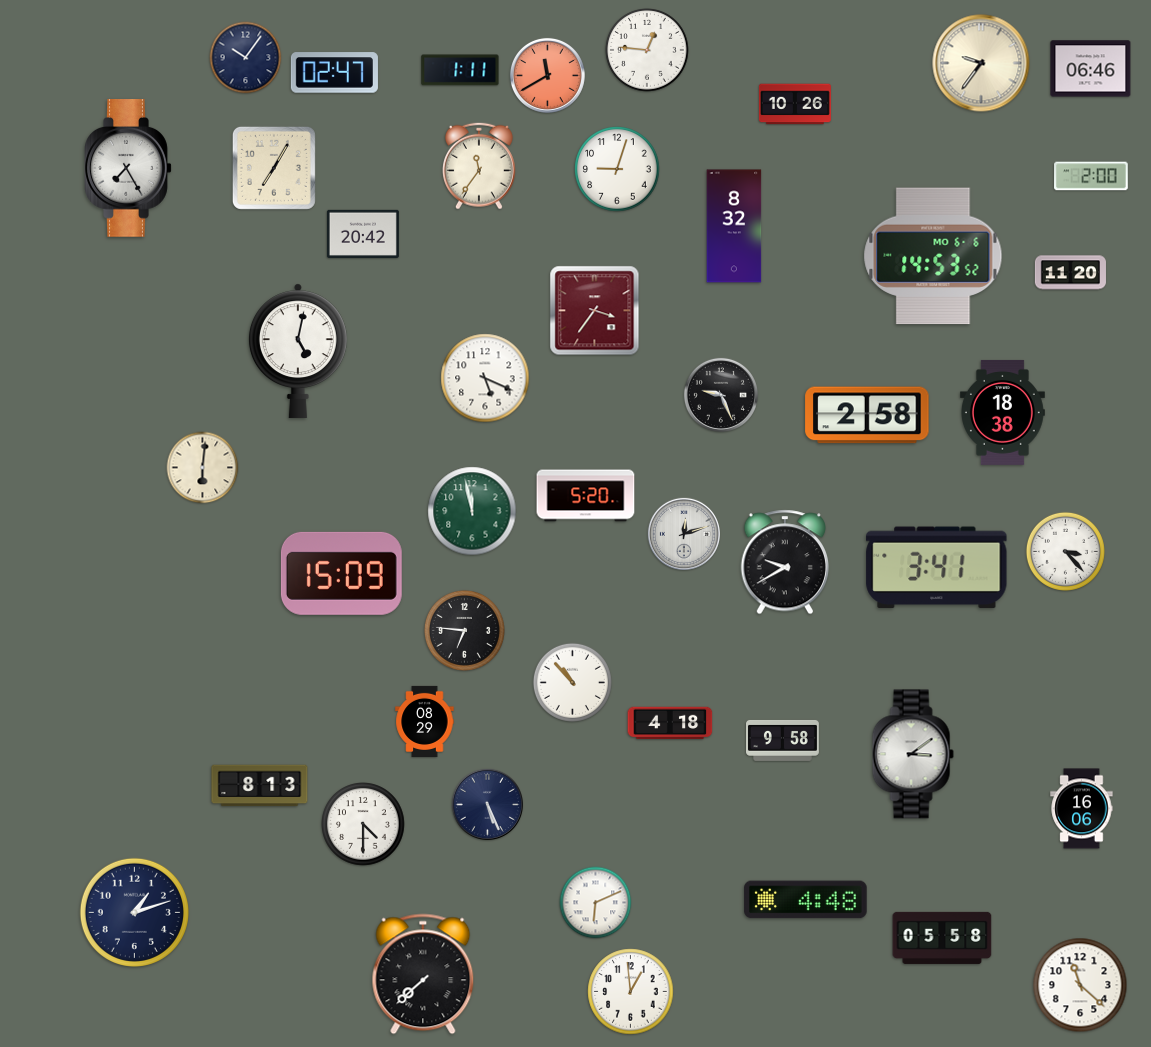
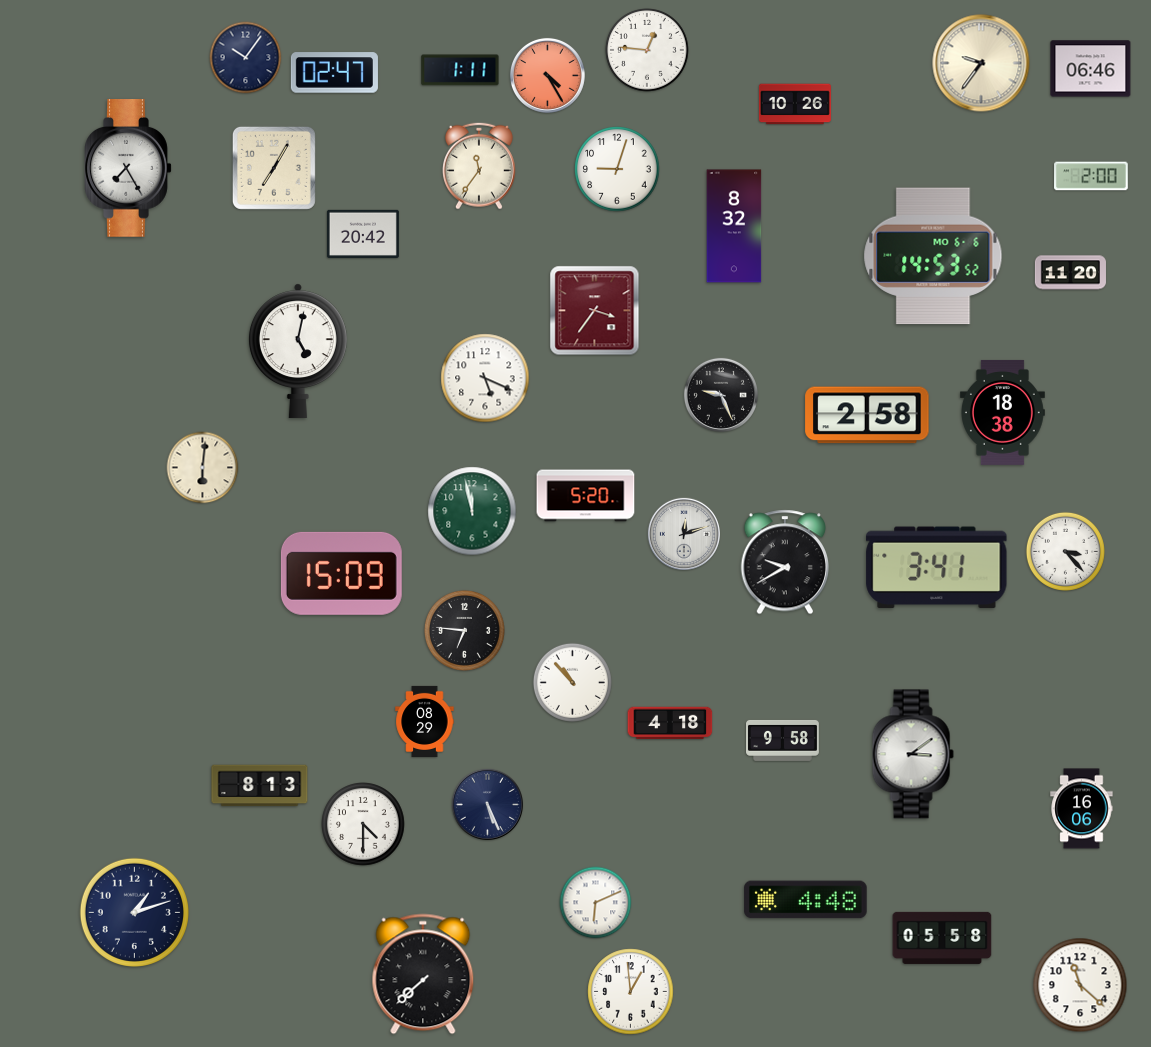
clock at (547, 75): 11:40 -> 4:25
